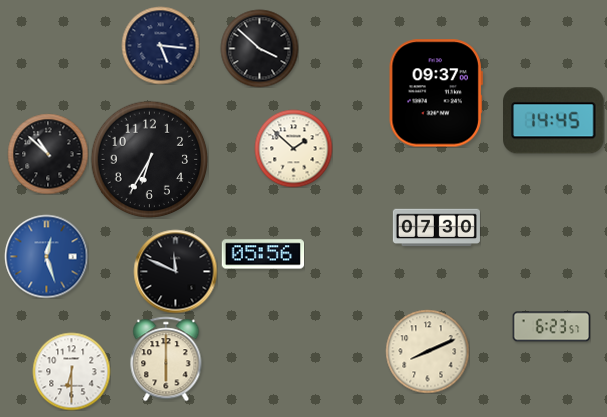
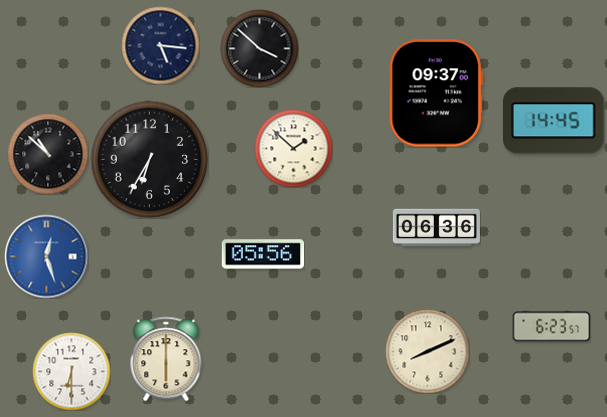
clock at (436, 228): 07:30 -> 06:36
clock at (175, 271): 11:49 -> none
